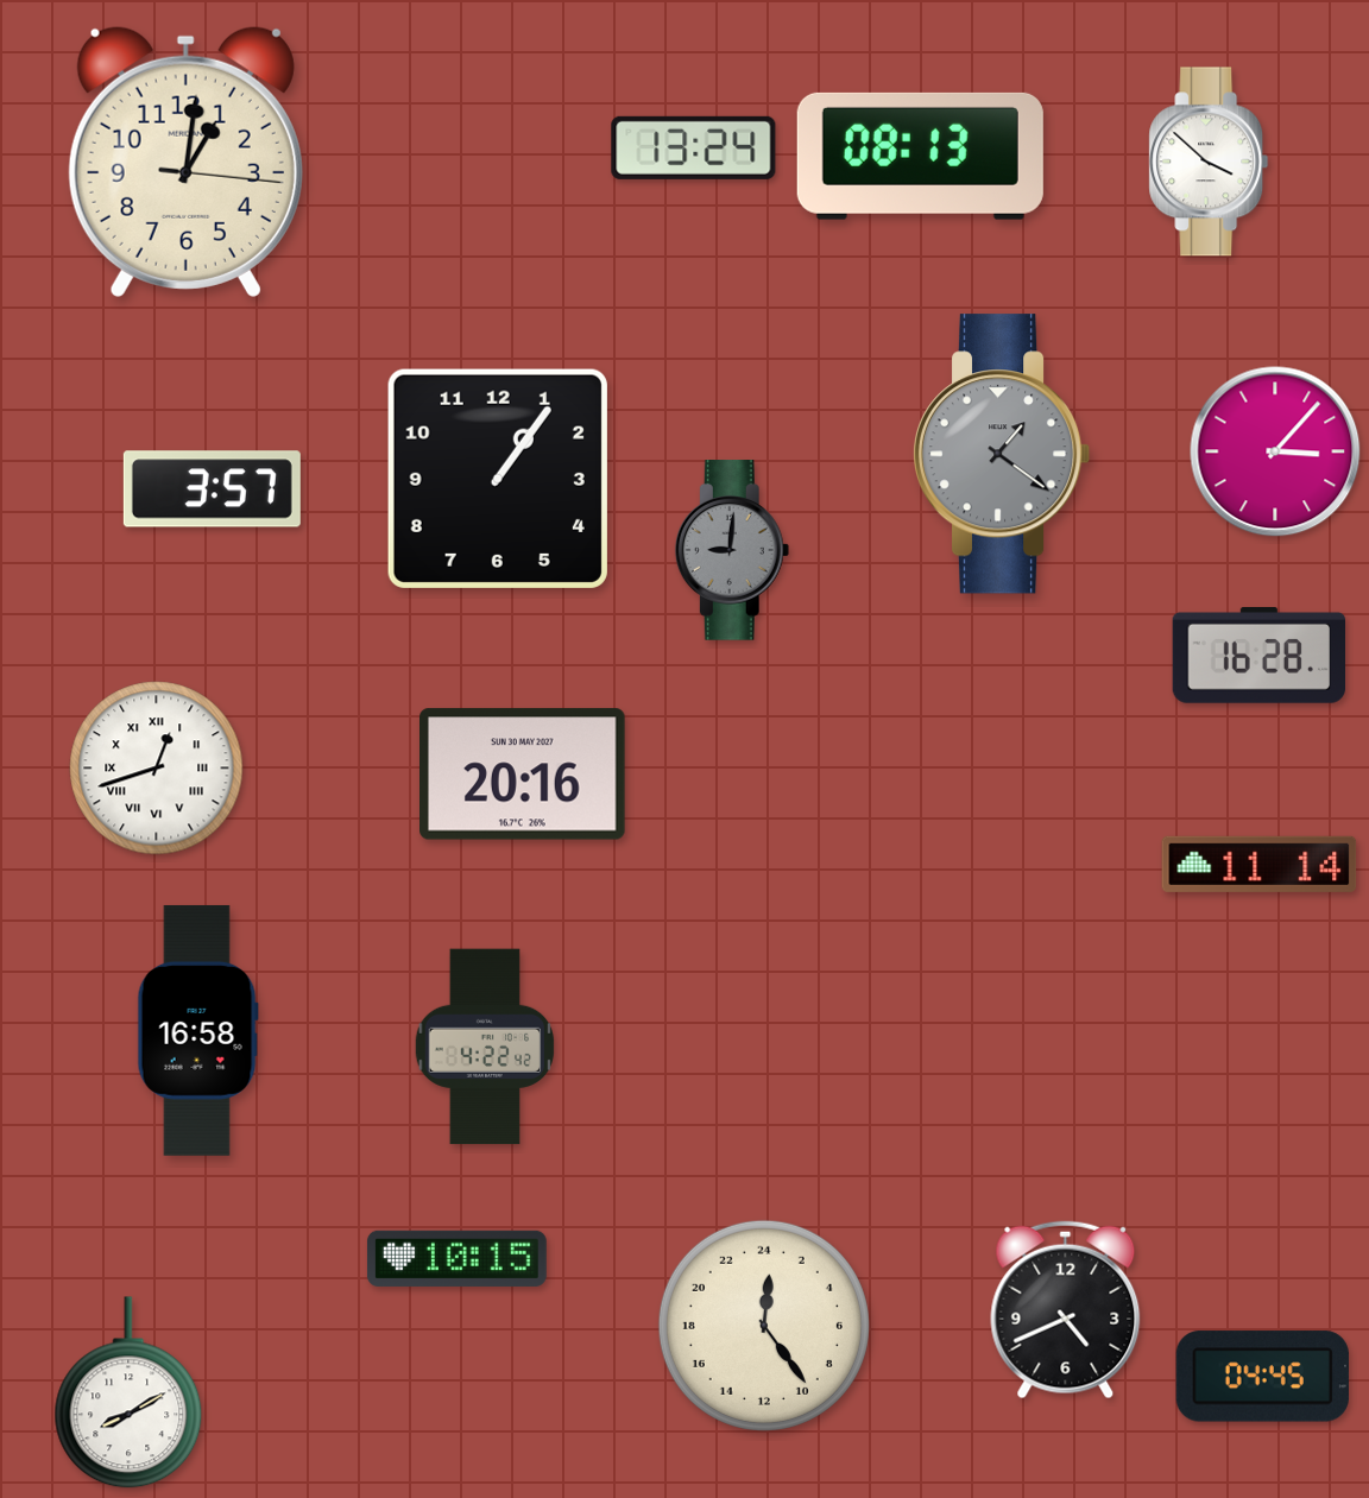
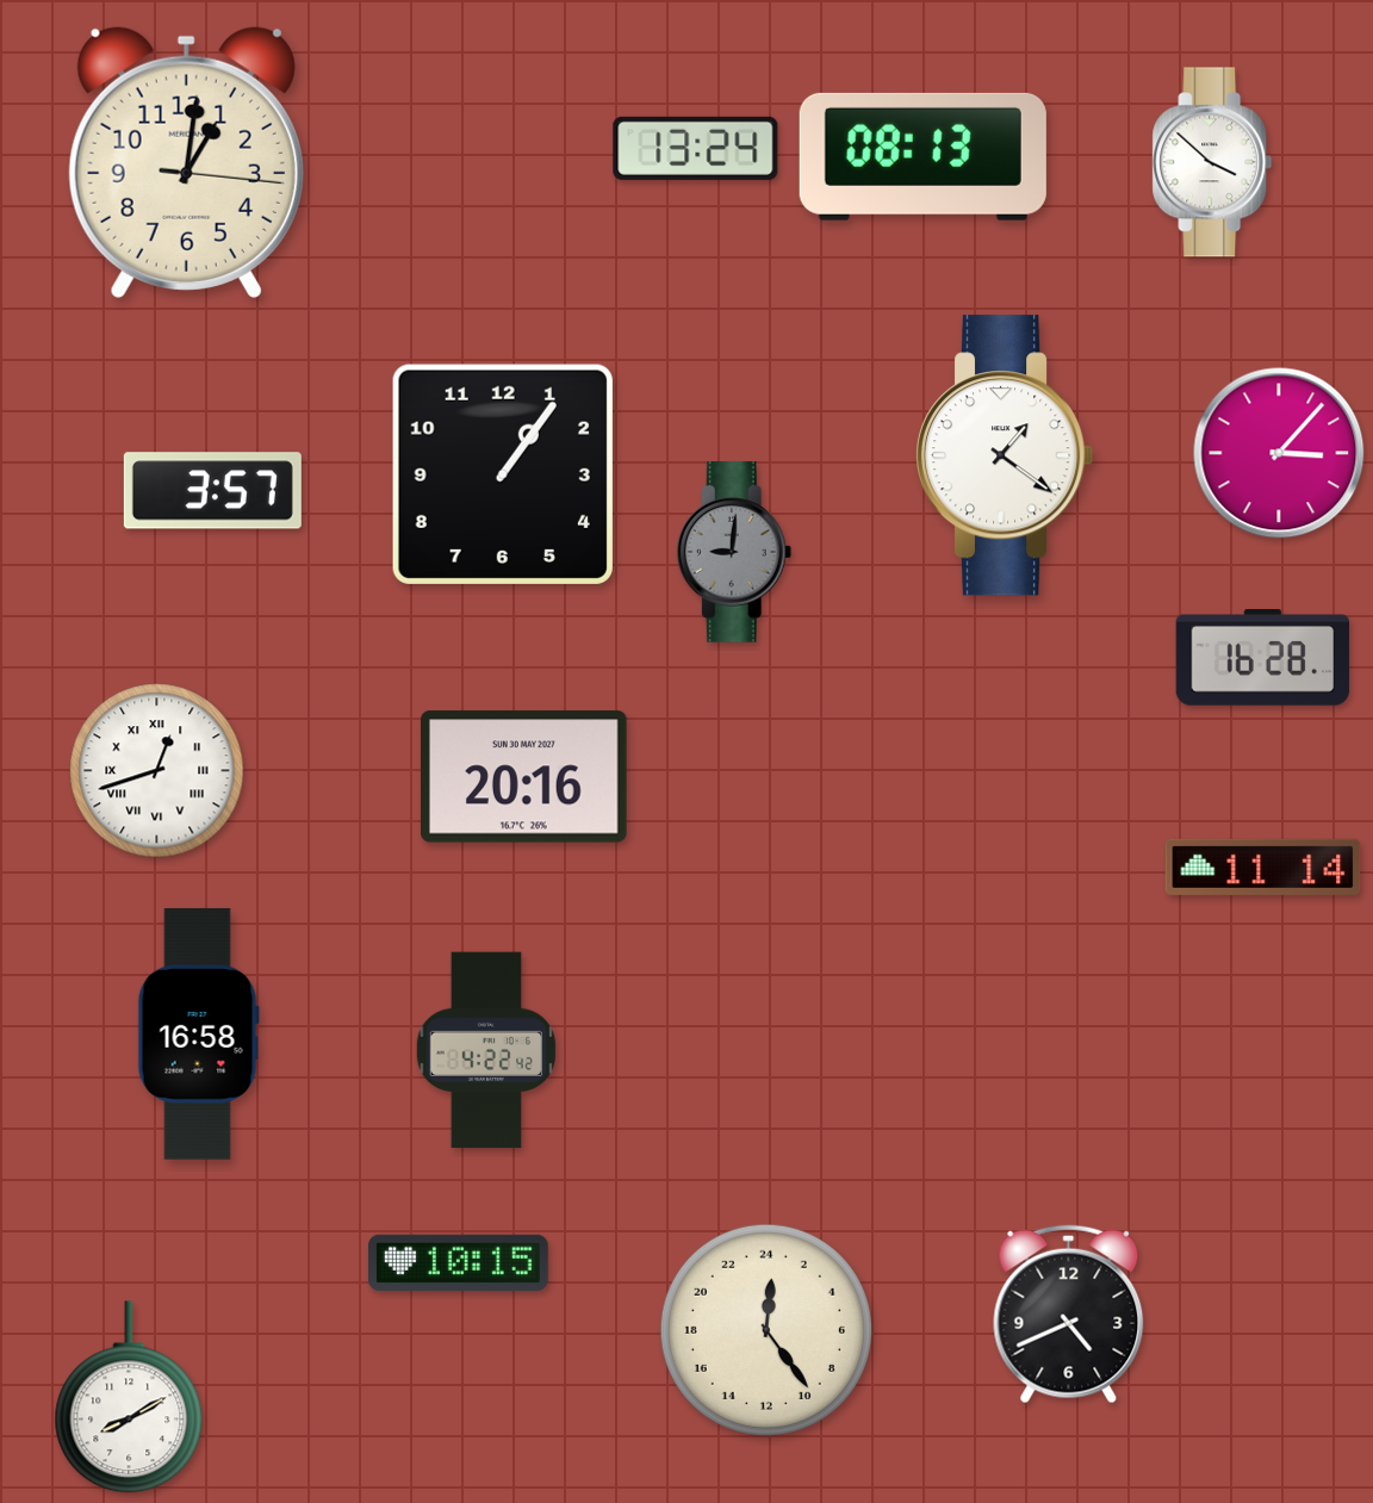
clock at (1002, 454) dial: grey -> white
clock at (498, 479) position: (498, 479) -> (503, 474)
clock at (1262, 1377): 04:45 -> none
